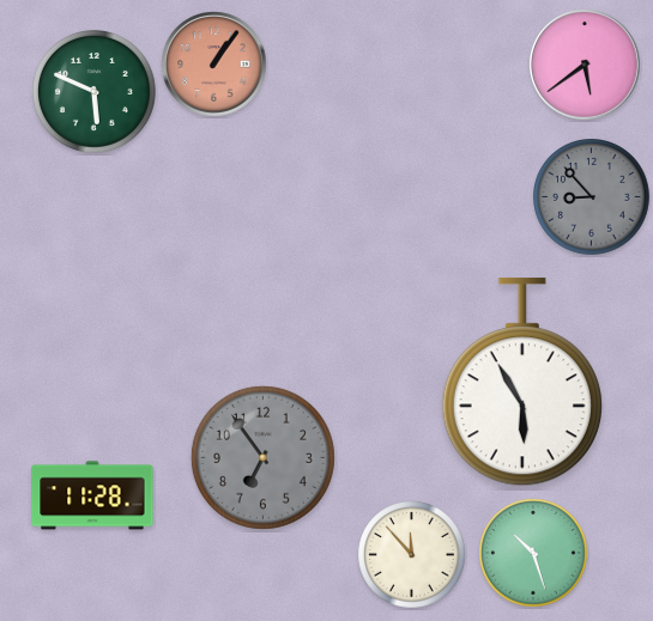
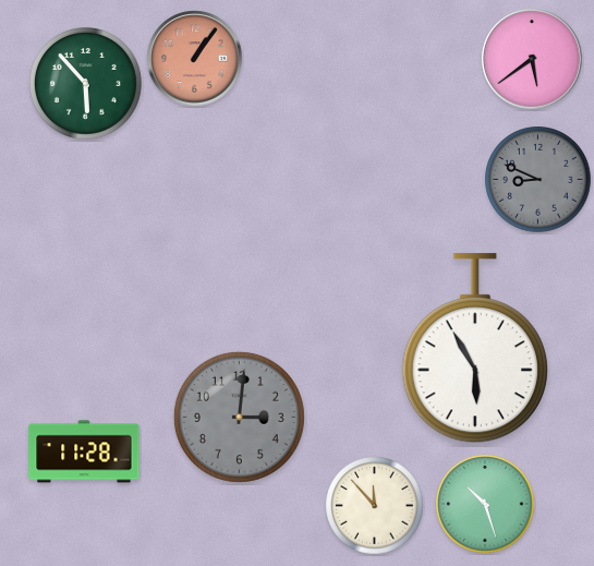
clock at (95, 92): 5:49 -> 5:53
clock at (592, 197): 8:53 -> 8:49
clock at (262, 457): 6:54 -> 3:01
